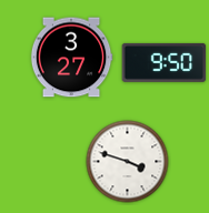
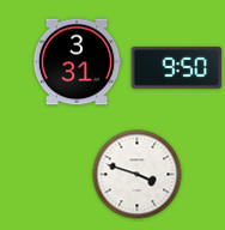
clock at (71, 58): 3:27 -> 3:31
